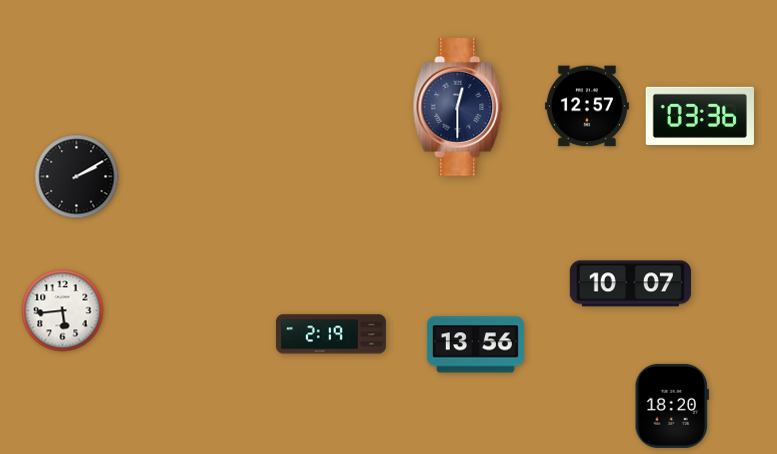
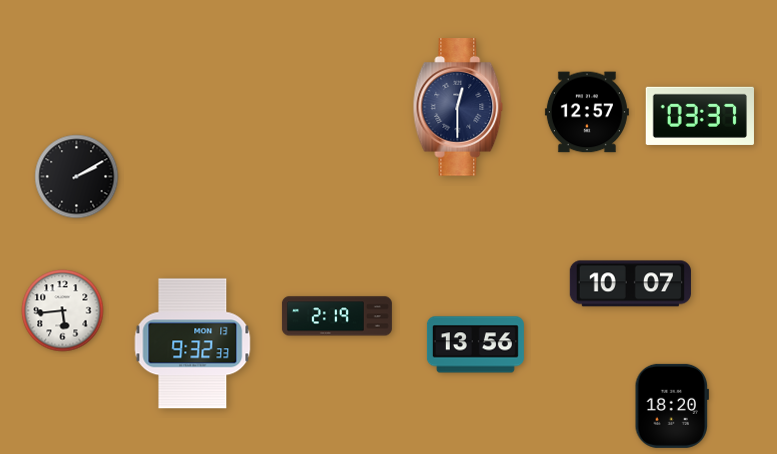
clock at (587, 106) position: (587, 106) -> (587, 112)
clock at (700, 116): 03:36 -> 03:37
clock at (331, 334) position: (331, 334) -> (337, 316)
clock at (193, 344): none -> 9:32
